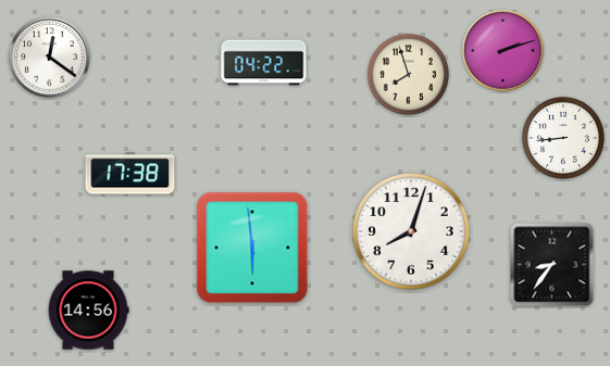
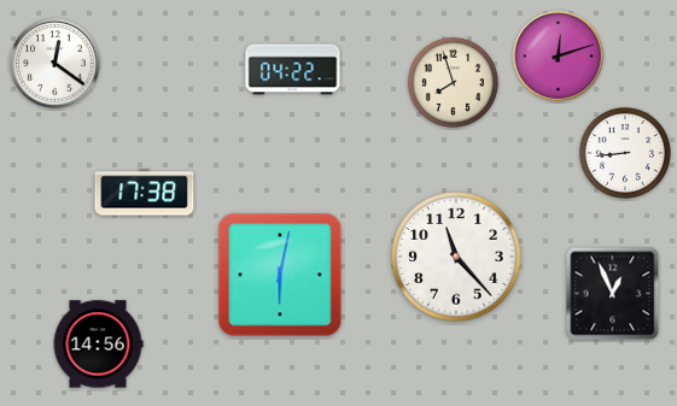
clock at (503, 51): 2:12 -> 12:12
clock at (411, 231): 8:03 -> 11:23
clock at (252, 248): 5:59 -> 6:02
clock at (552, 265): 8:36 -> 12:56
